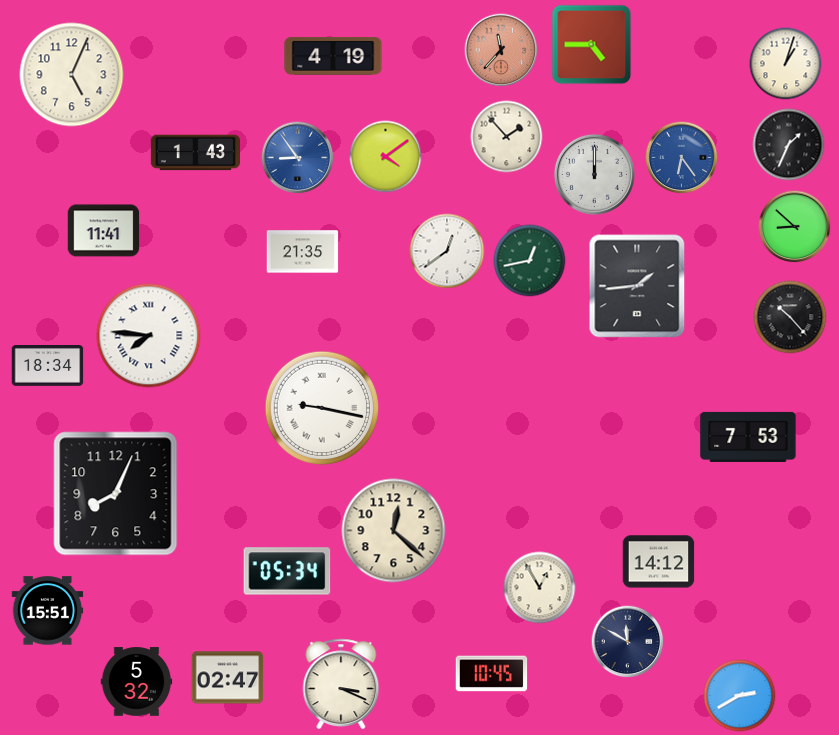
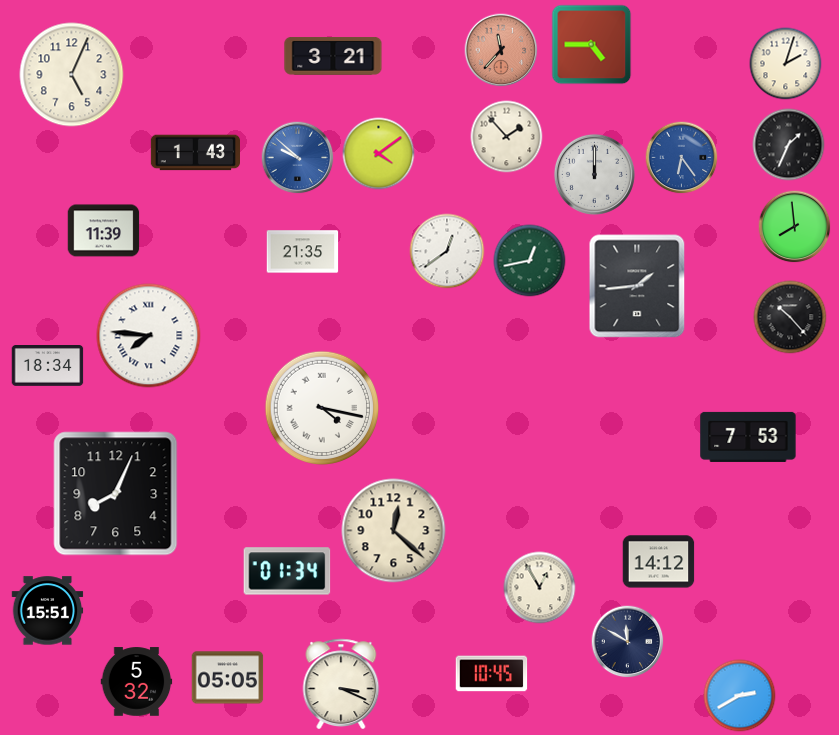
clock at (333, 57): 4:19 -> 3:21
clock at (786, 64): 1:03 -> 2:03
clock at (386, 157) position: (386, 157) -> (379, 154)
clock at (298, 158): 8:54 -> 9:52
clock at (795, 227): 8:52 -> 7:59
clock at (104, 231): 11:41 -> 11:39
clock at (322, 408): 9:17 -> 4:17
clock at (287, 571): 05:34 -> 01:34
clock at (228, 678): 02:47 -> 05:05
